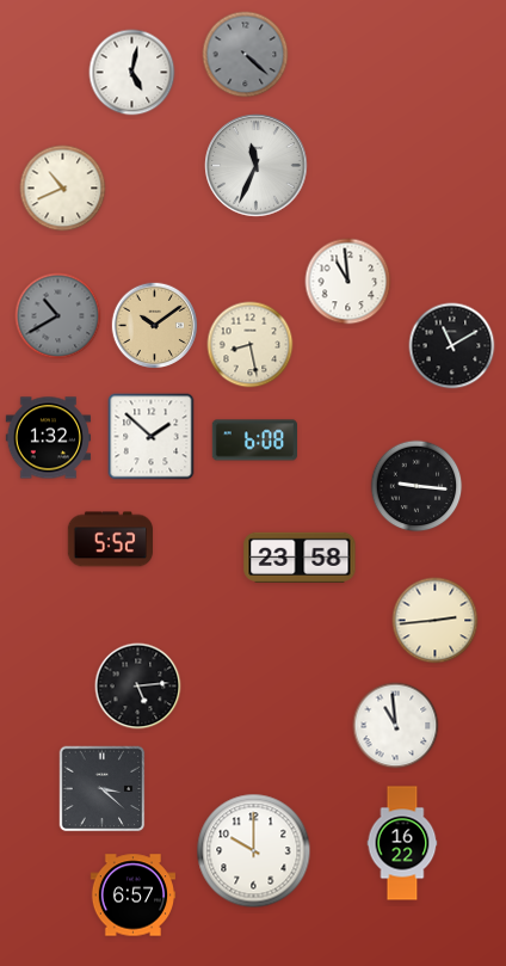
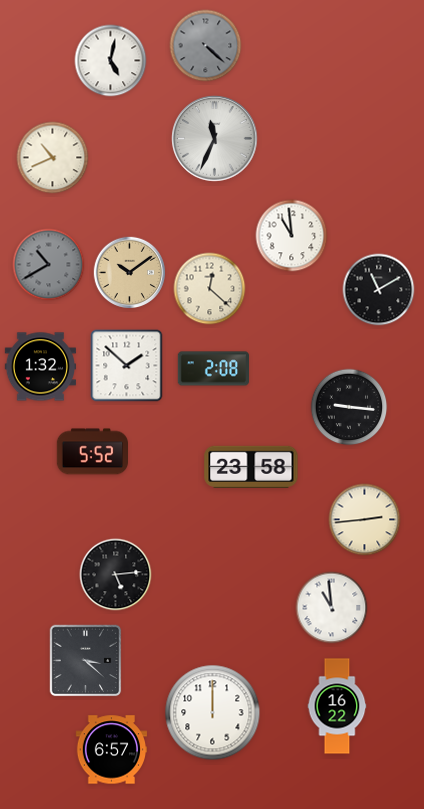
clock at (251, 345): 8:28 -> 12:22
clock at (254, 441): 6:08 -> 2:08
clock at (254, 851): 10:00 -> 12:00
